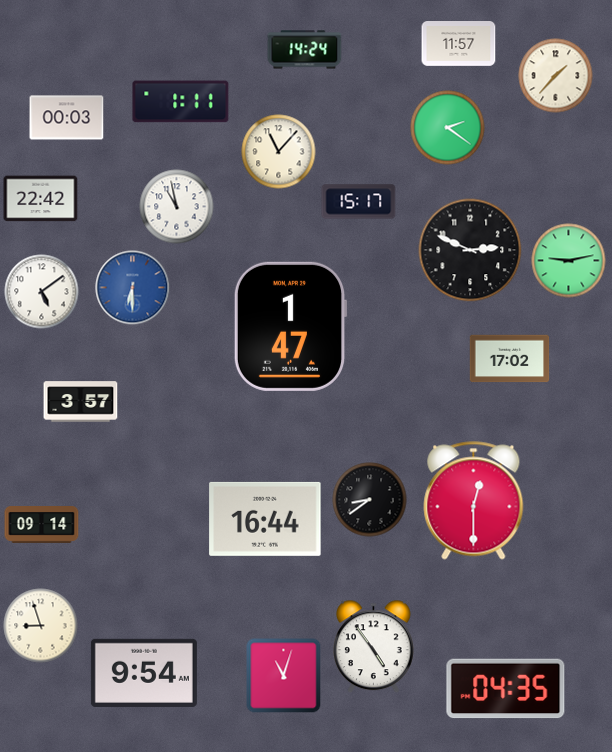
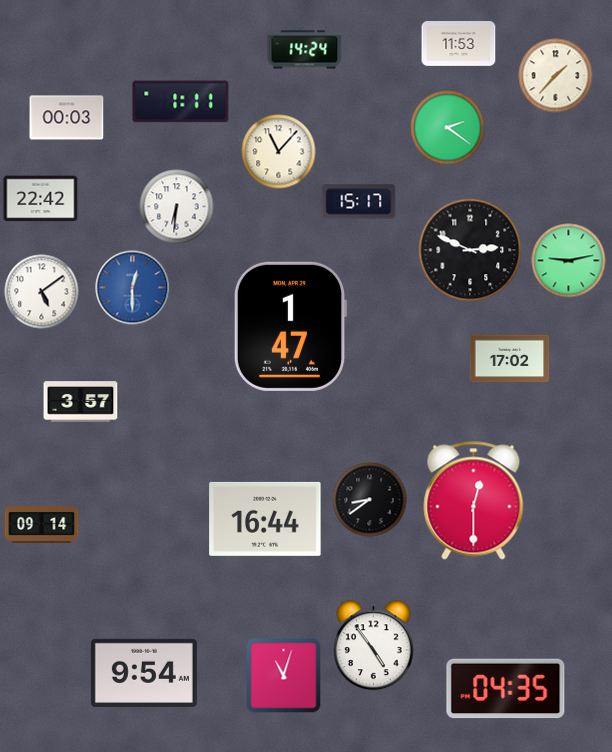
clock at (459, 44): 11:57 -> 11:53
clock at (177, 207): 10:58 -> 6:31
clock at (133, 288): 6:30 -> 12:30
clock at (41, 626): 8:57 -> none
